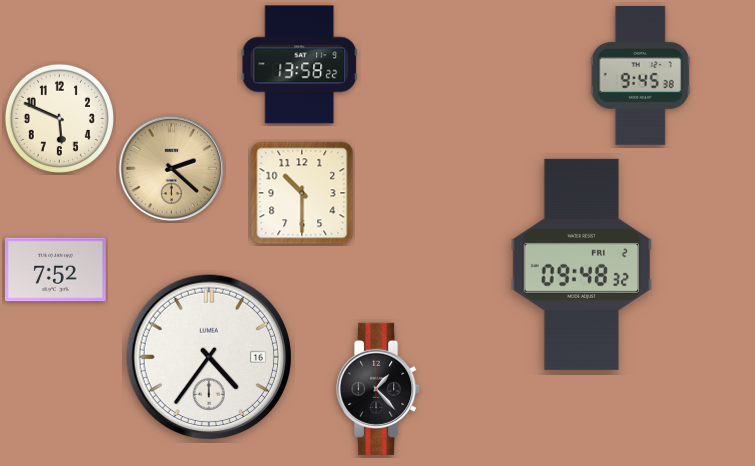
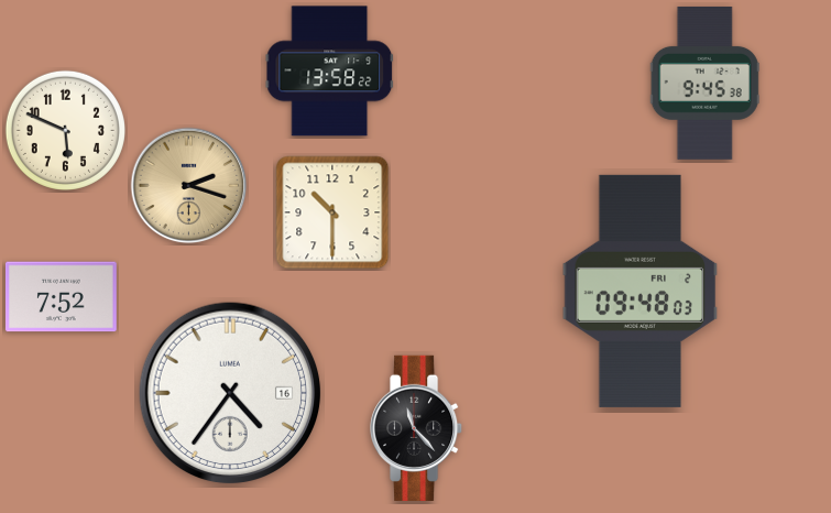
clock at (172, 169): 2:22 -> 2:18
clock at (582, 264): 09:48:32 -> 09:48:03
clock at (379, 389): 1:23 -> 11:23
